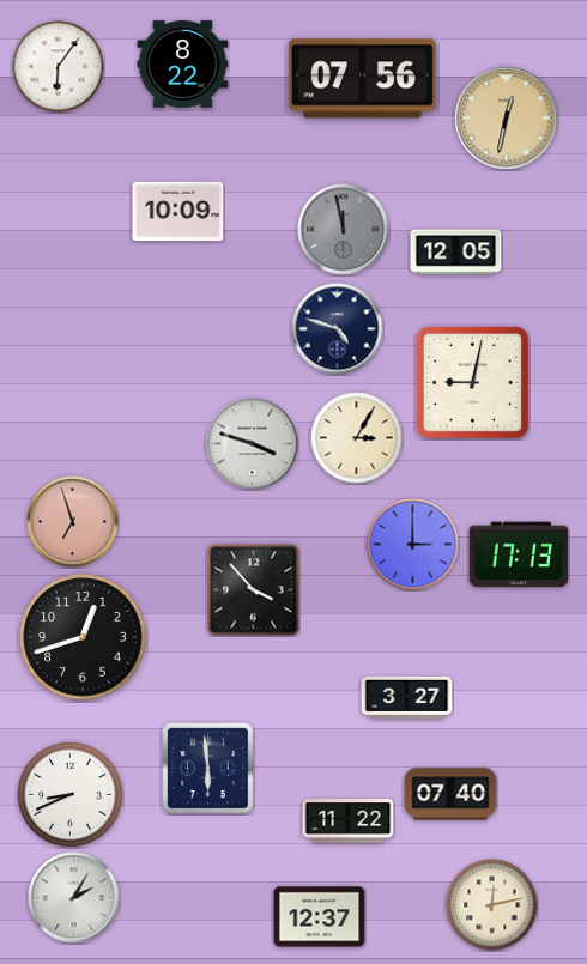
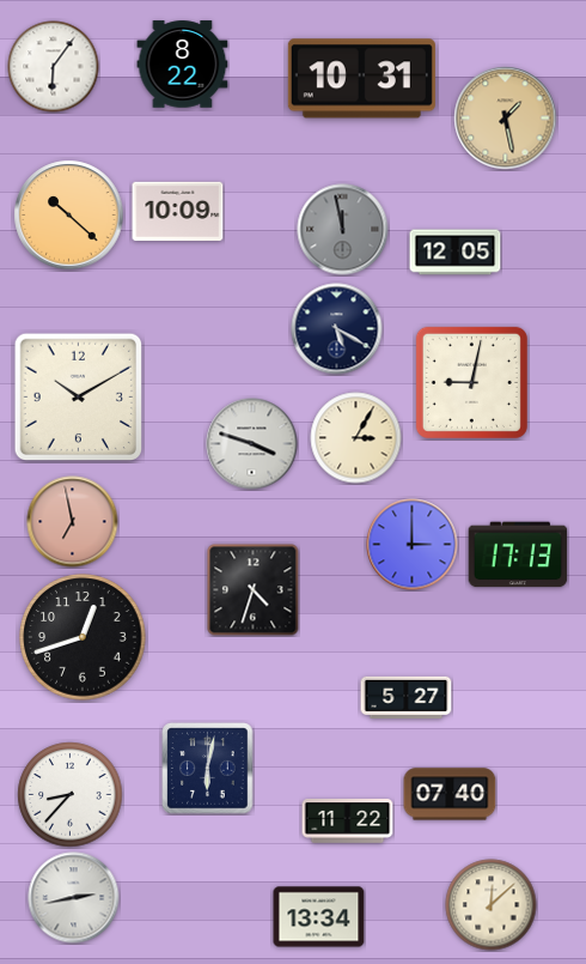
clock at (59, 67) position: (59, 67) -> (54, 67)
clock at (362, 79): 07:56 -> 10:31
clock at (507, 119): 12:32 -> 1:28
clock at (69, 216): none -> 10:22
clock at (338, 329): 4:48 -> 5:20
clock at (78, 396): none -> 10:10
clock at (73, 522): 6:57 -> 6:58
clock at (254, 590): 3:53 -> 4:33
clock at (407, 697): 3:27 -> 5:27
clock at (208, 769): 5:59 -> 6:02
clock at (71, 795): 8:41 -> 8:37
clock at (74, 898): 2:05 -> 2:43
clock at (492, 905): 12:13 -> 12:08
clock at (320, 917): 12:37 -> 13:34
